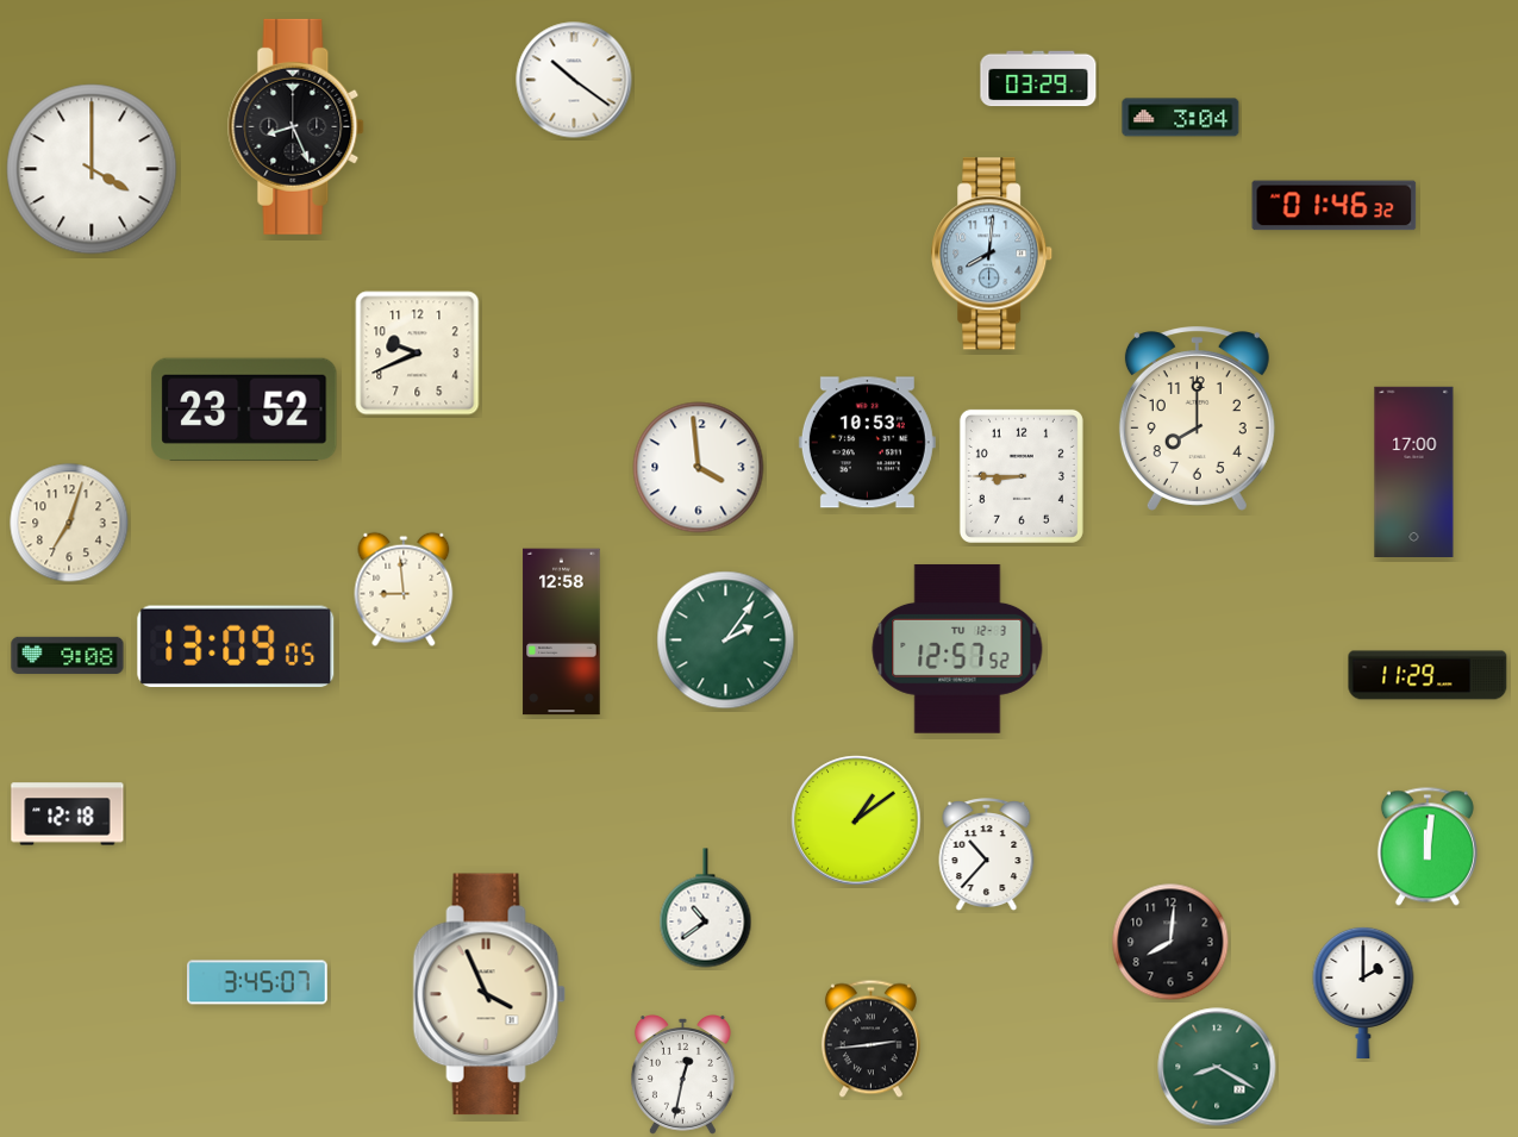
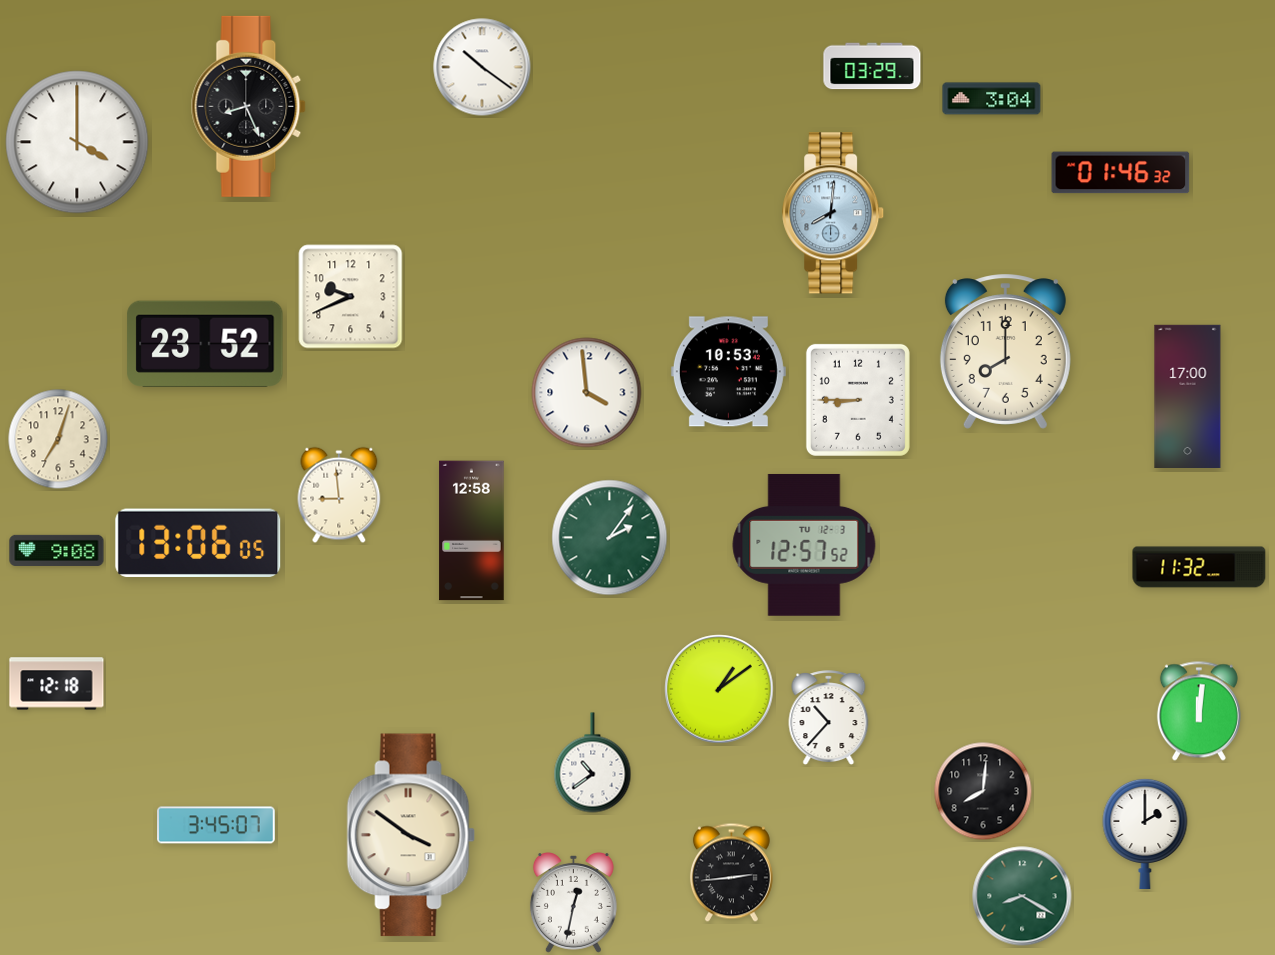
clock at (236, 645): 13:09 -> 13:06
clock at (1428, 675): 11:29 -> 11:32
clock at (489, 994): 3:56 -> 3:51
